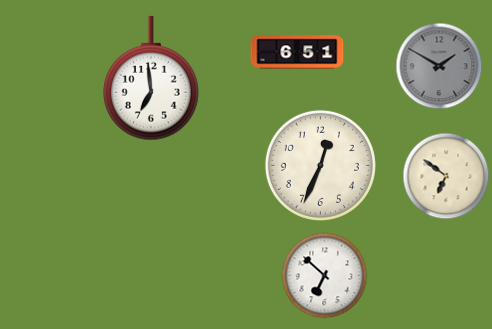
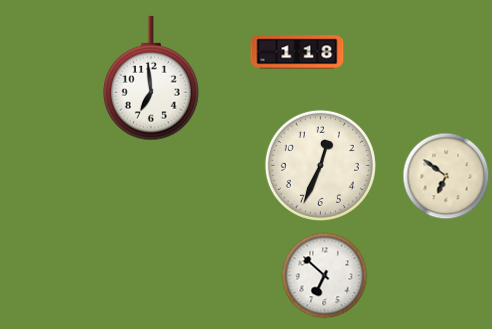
clock at (297, 52): 6:51 -> 1:18
clock at (439, 66): 1:50 -> none
